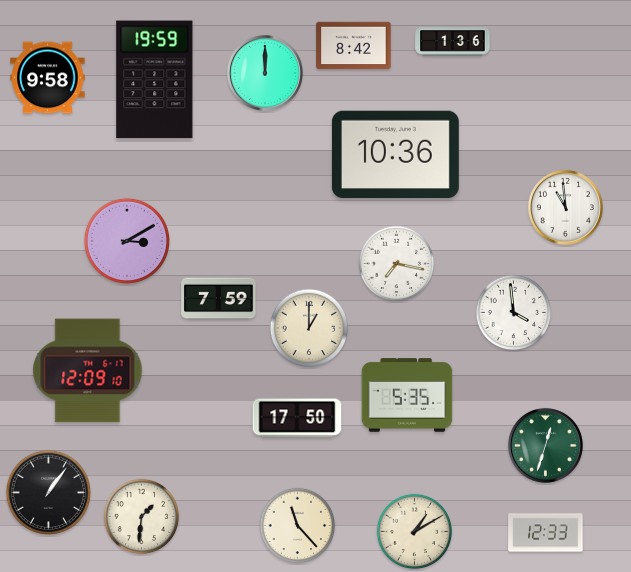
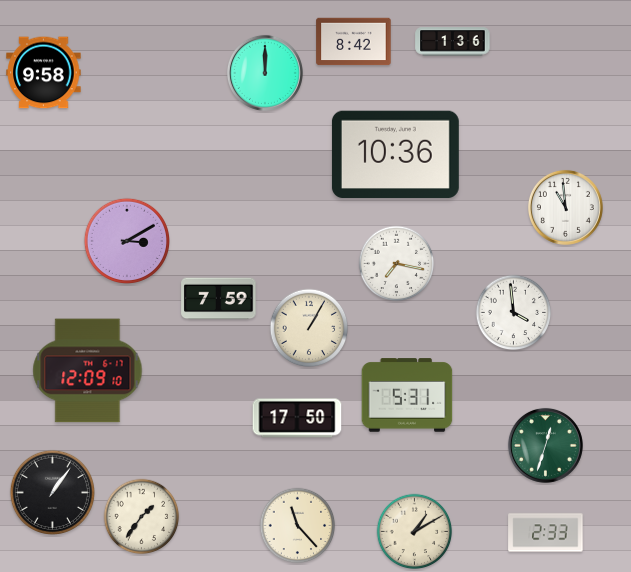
clock at (354, 46) position: (354, 46) -> (354, 42)
clock at (48, 78) position: (48, 78) -> (44, 73)
clock at (155, 80): 19:59 -> none
clock at (309, 328): 1:00 -> 1:05
clock at (407, 395): 5:35 -> 5:31
clock at (48, 492) position: (48, 492) -> (52, 492)
clock at (142, 517): 1:31 -> 1:36
clock at (546, 533): 12:33 -> 2:33
